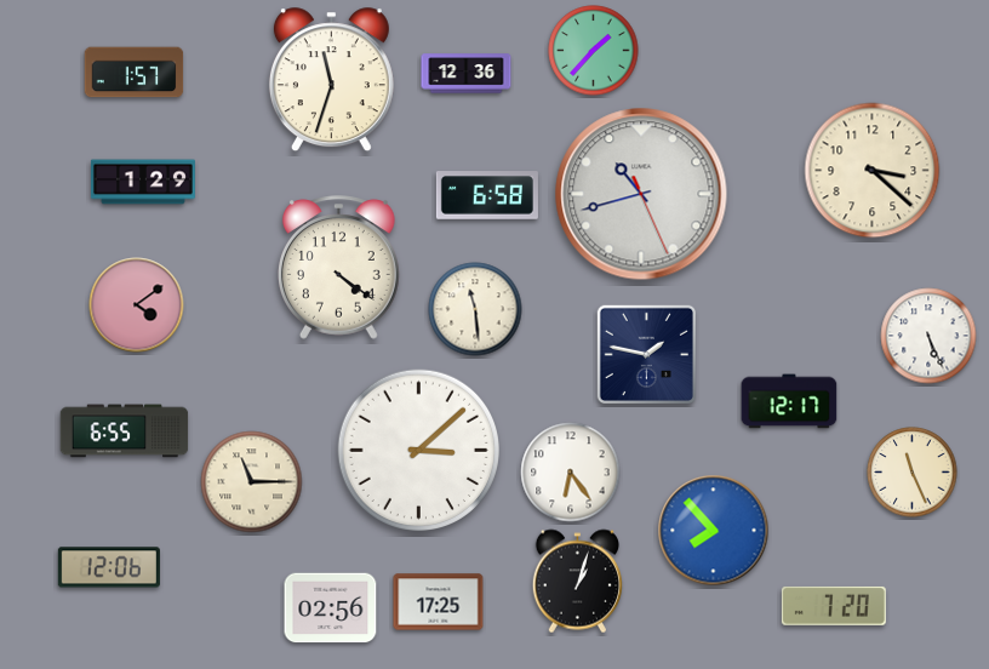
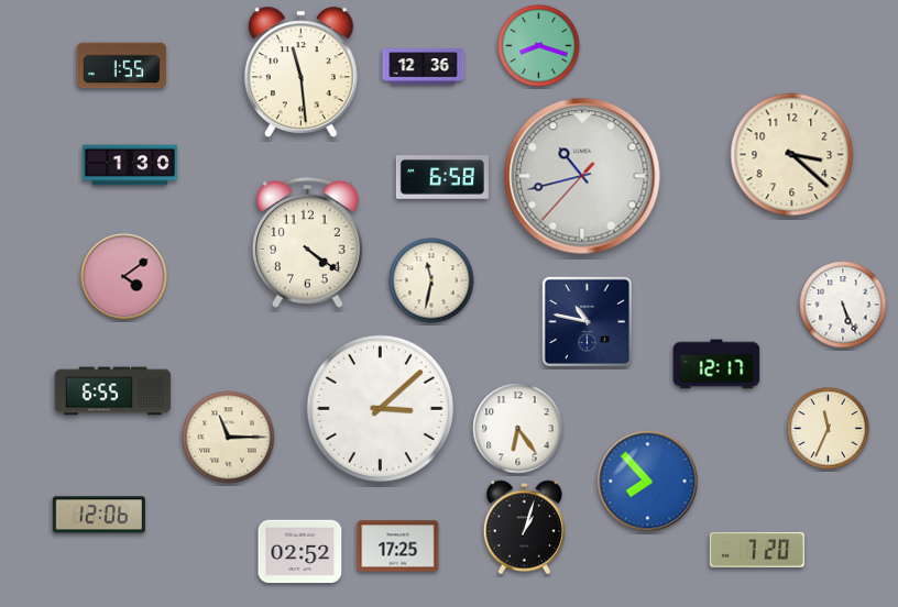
clock at (594, 51): 1:37 -> 8:18
clock at (135, 73): 1:57 -> 1:55
clock at (331, 80): 11:33 -> 11:29
clock at (143, 182): 1:29 -> 1:30
clock at (641, 194): 10:42:26 -> 10:42:37
clock at (475, 309): 11:29 -> 11:32
clock at (646, 354): 1:47 -> 10:47
clock at (913, 473): 11:26 -> 11:34
clock at (331, 608): 02:56 -> 02:52
